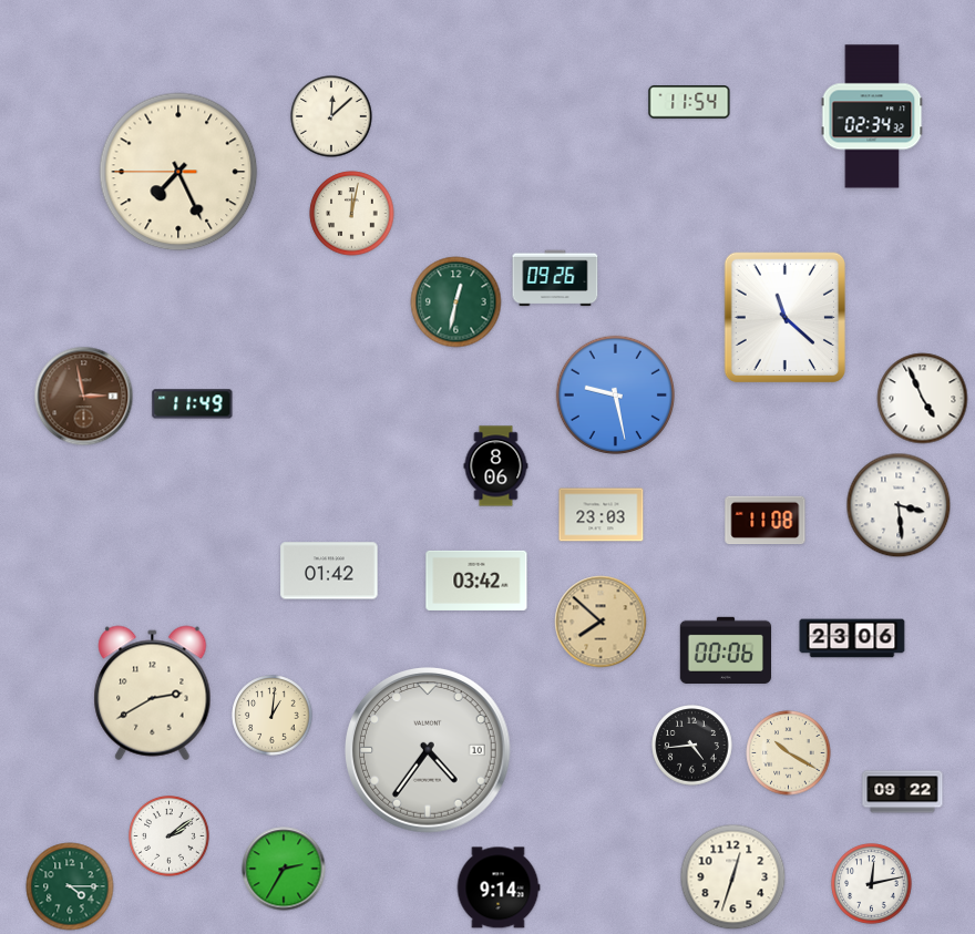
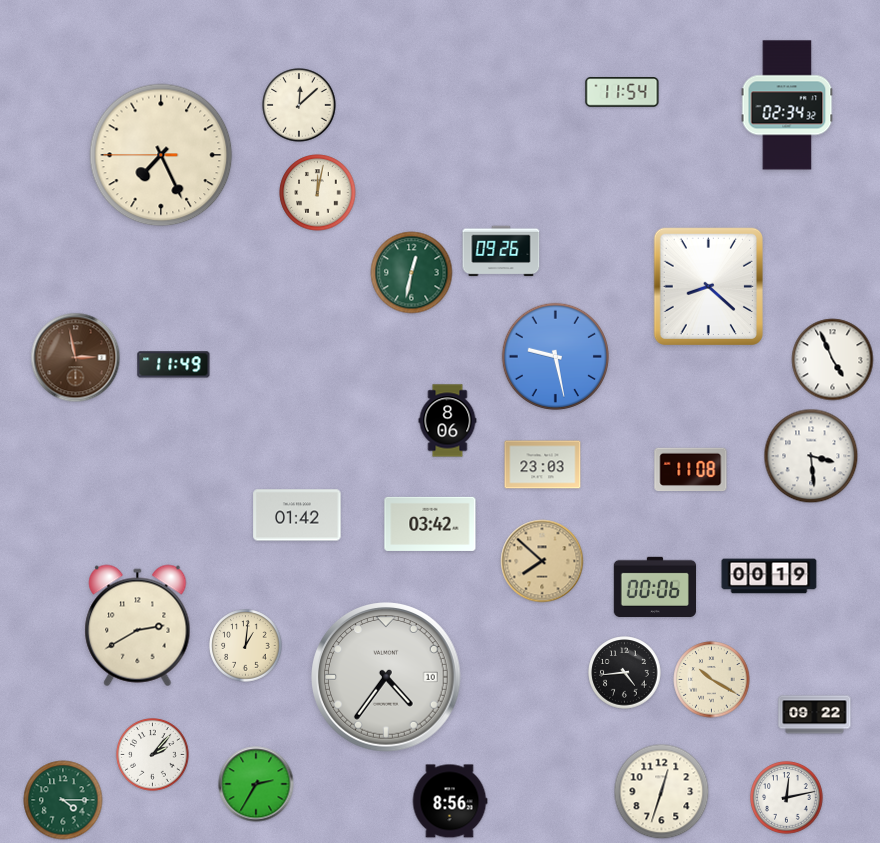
clock at (784, 317): 11:22 -> 8:22
clock at (852, 638): 23:06 -> 00:19
clock at (170, 837): 2:09 -> 2:07
clock at (499, 887): 9:14 -> 8:56
